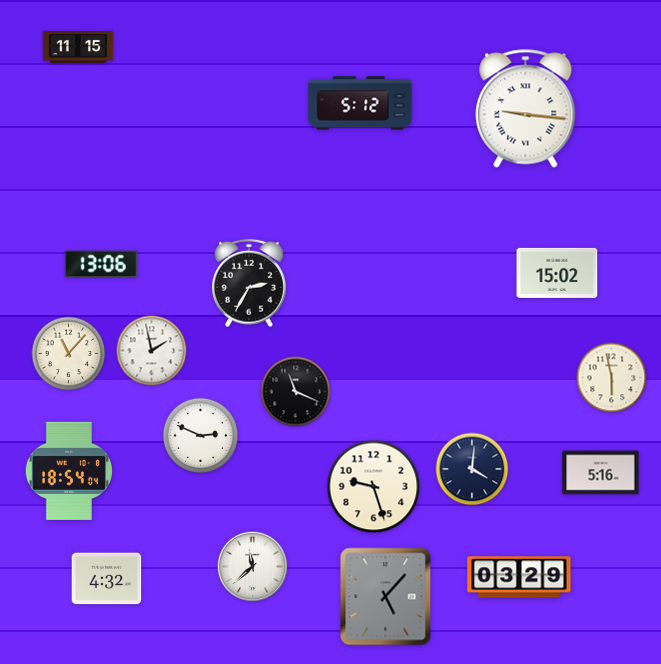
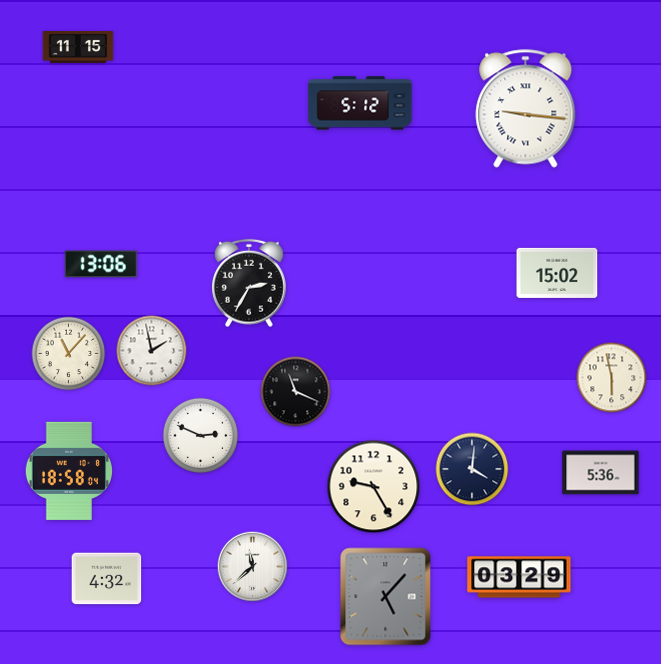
clock at (69, 471): 18:54 -> 18:58
clock at (601, 473): 5:16 -> 5:36
clock at (374, 487): 9:27 -> 9:25
